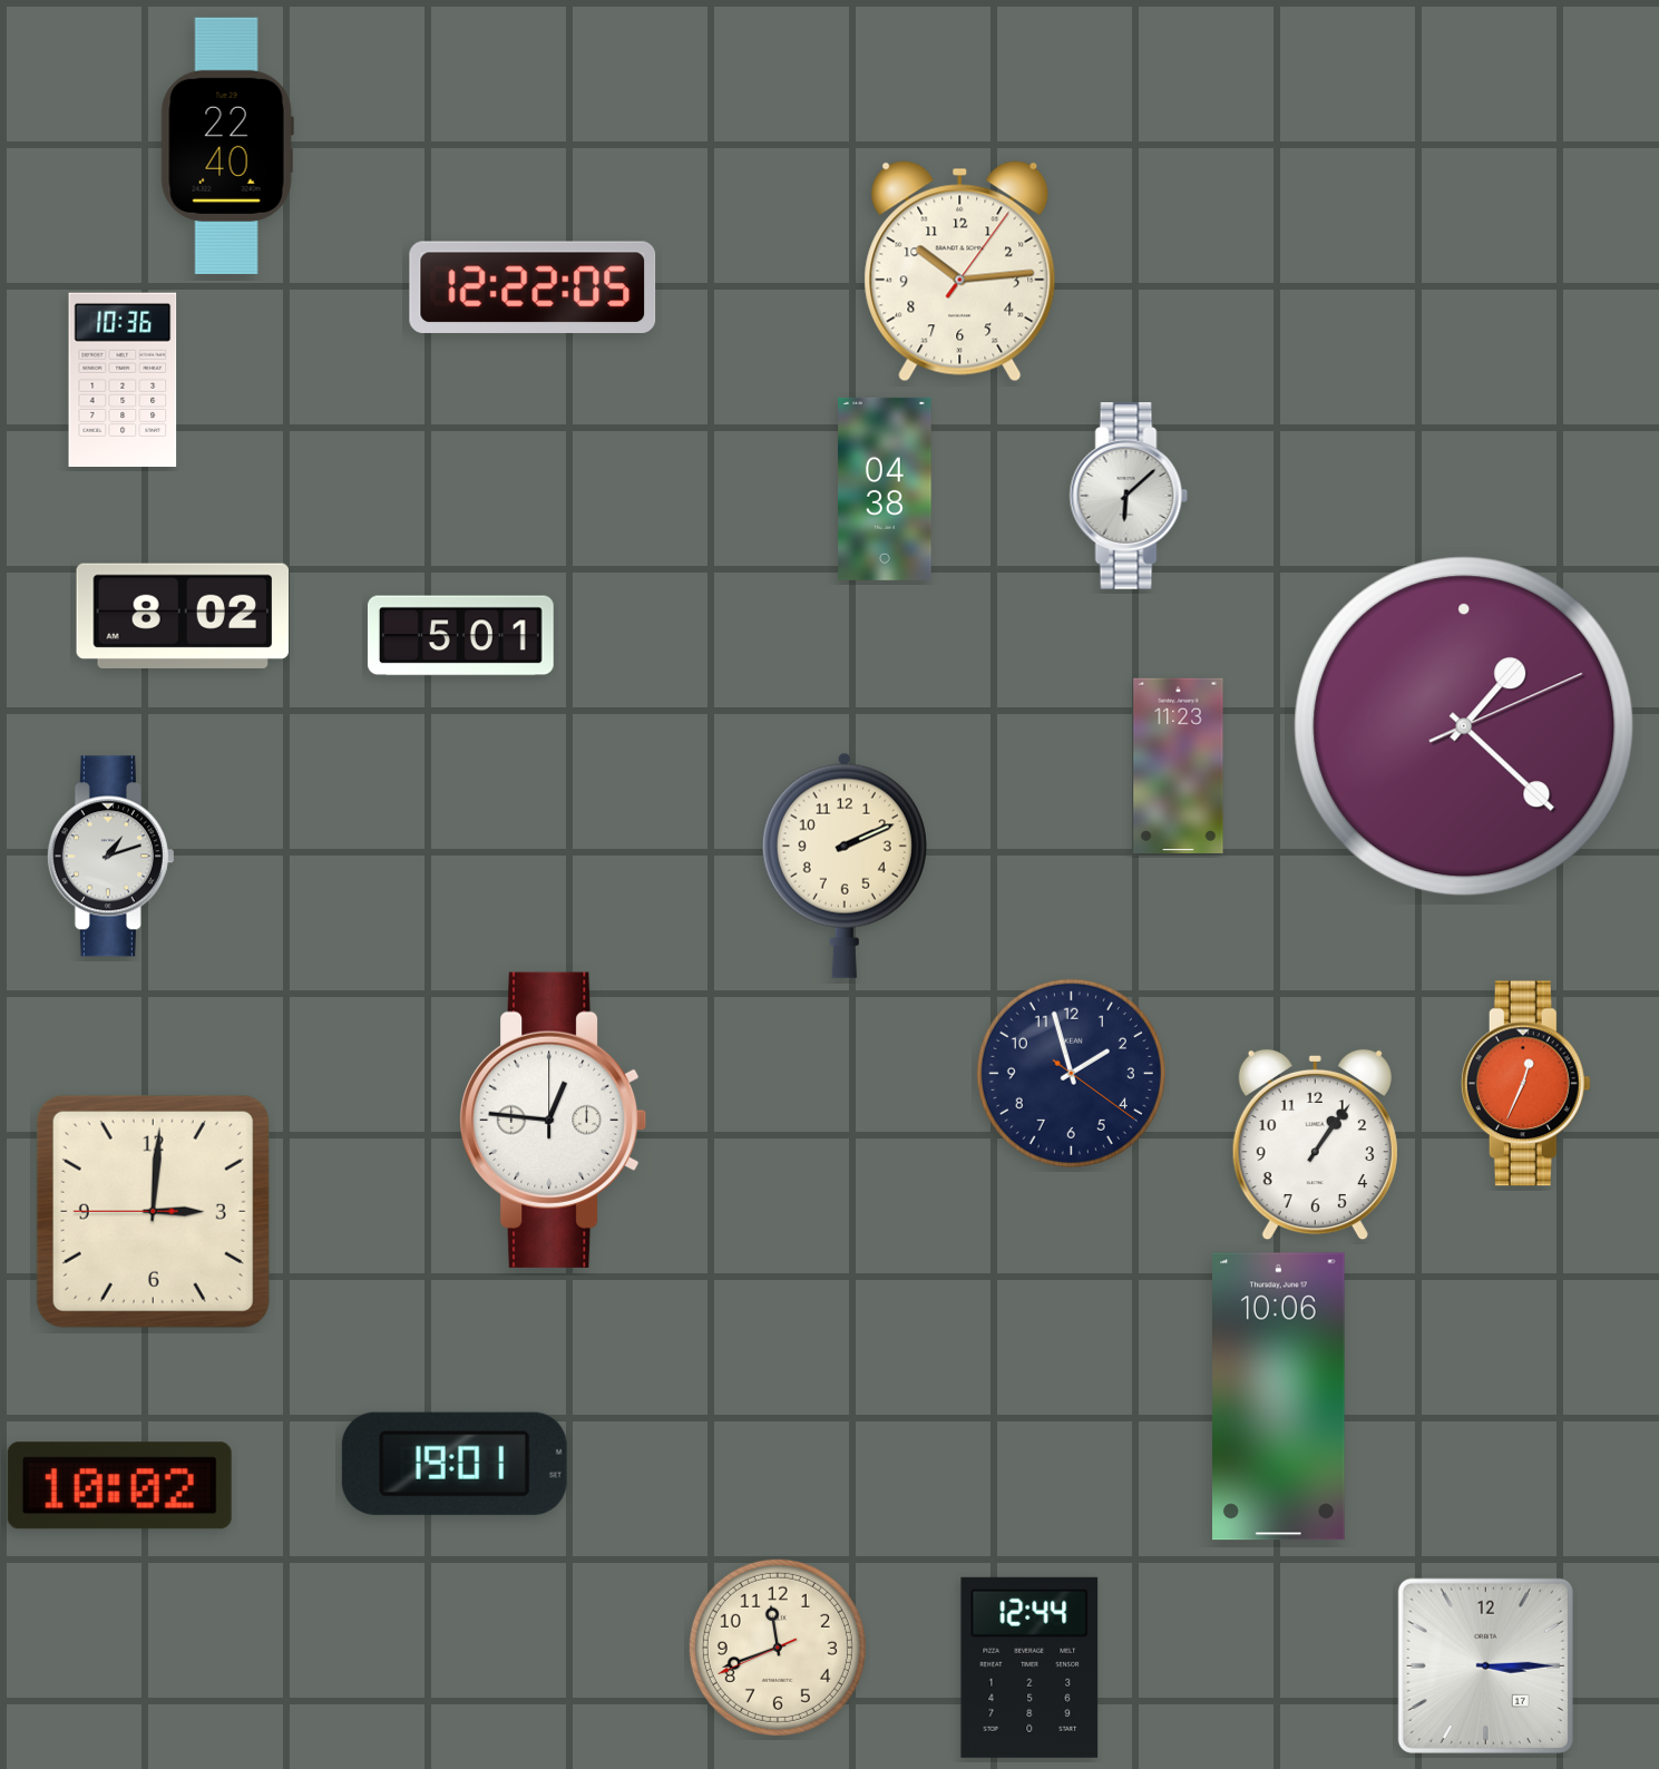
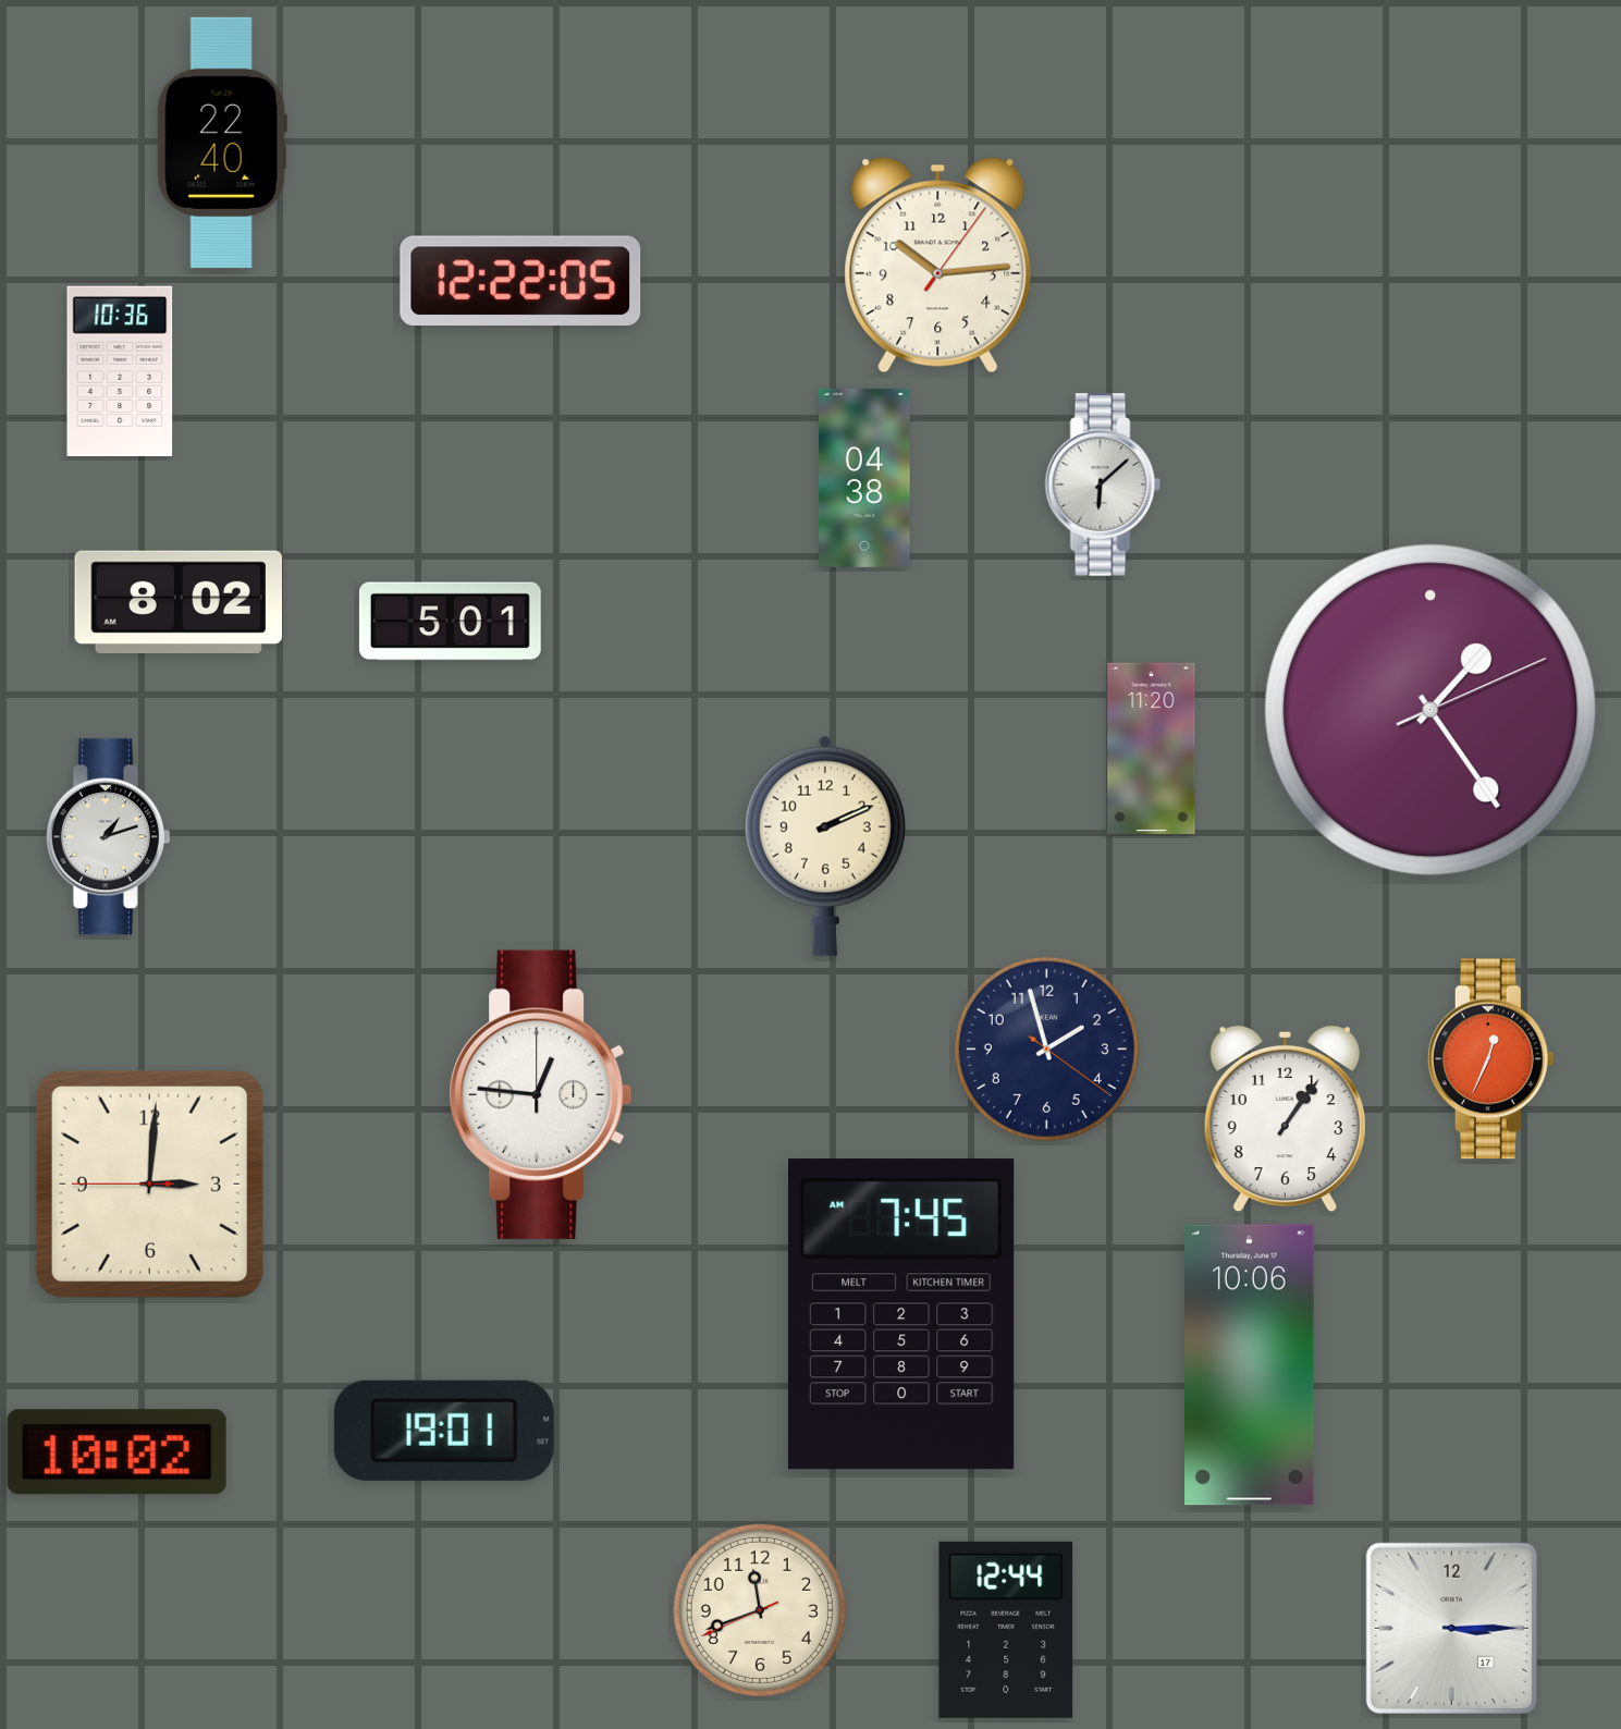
clock at (1464, 726): 1:22 -> 1:24
clock at (1179, 765): 11:23 -> 11:20
clock at (901, 1314): none -> 7:45
